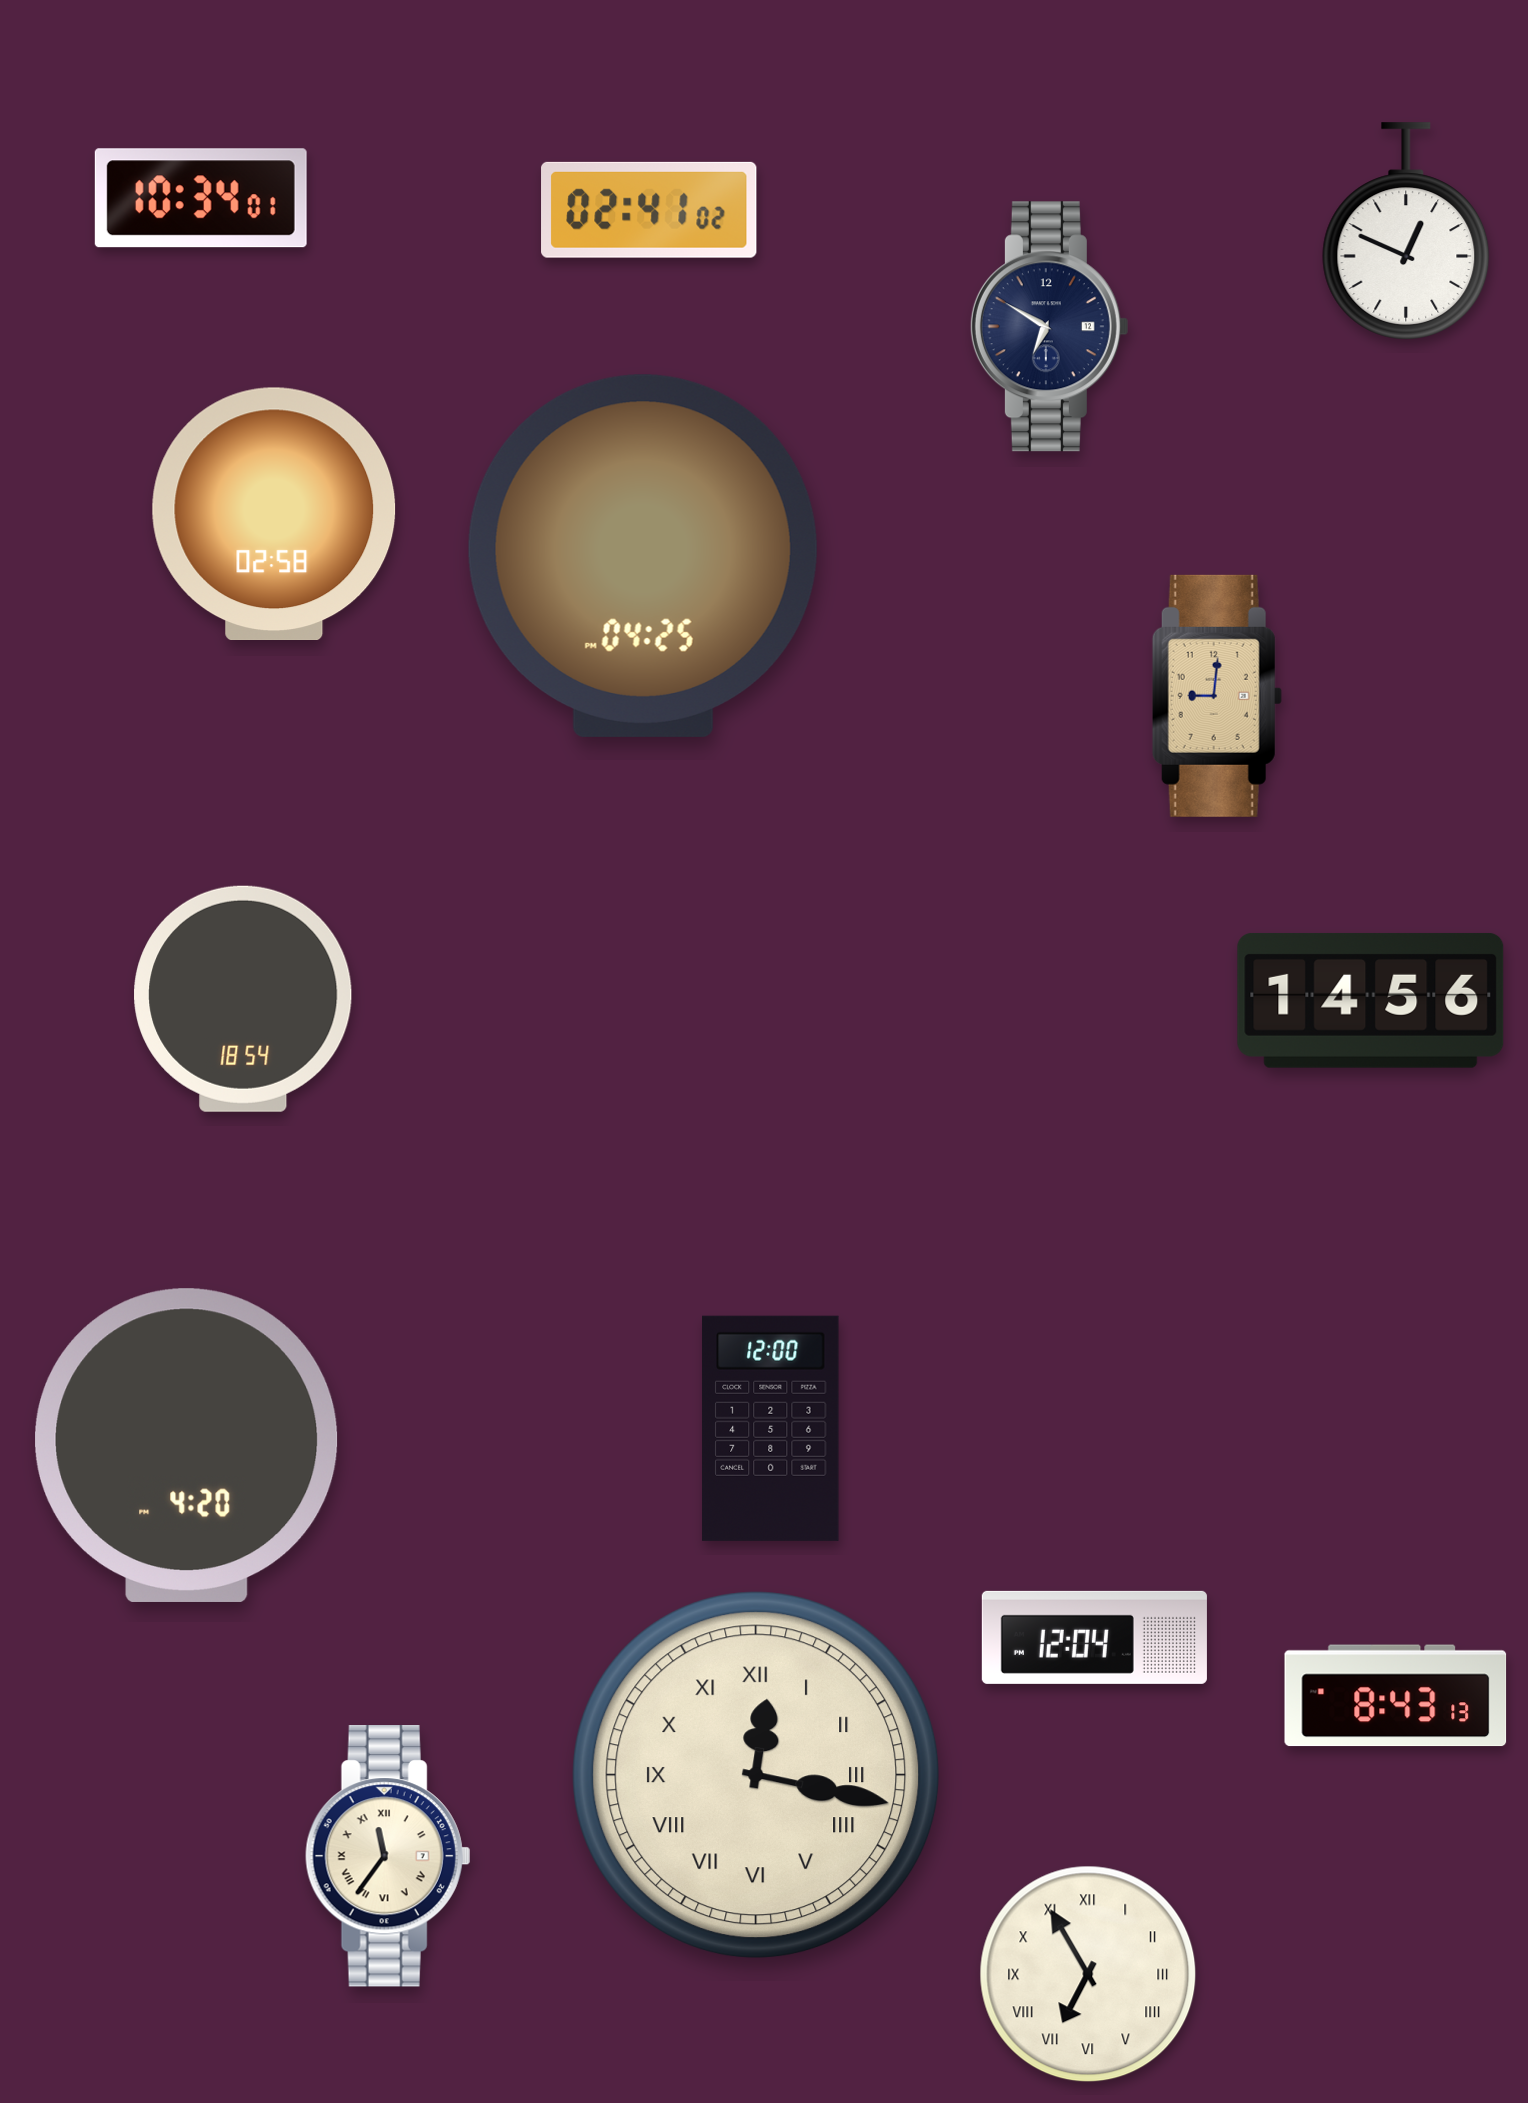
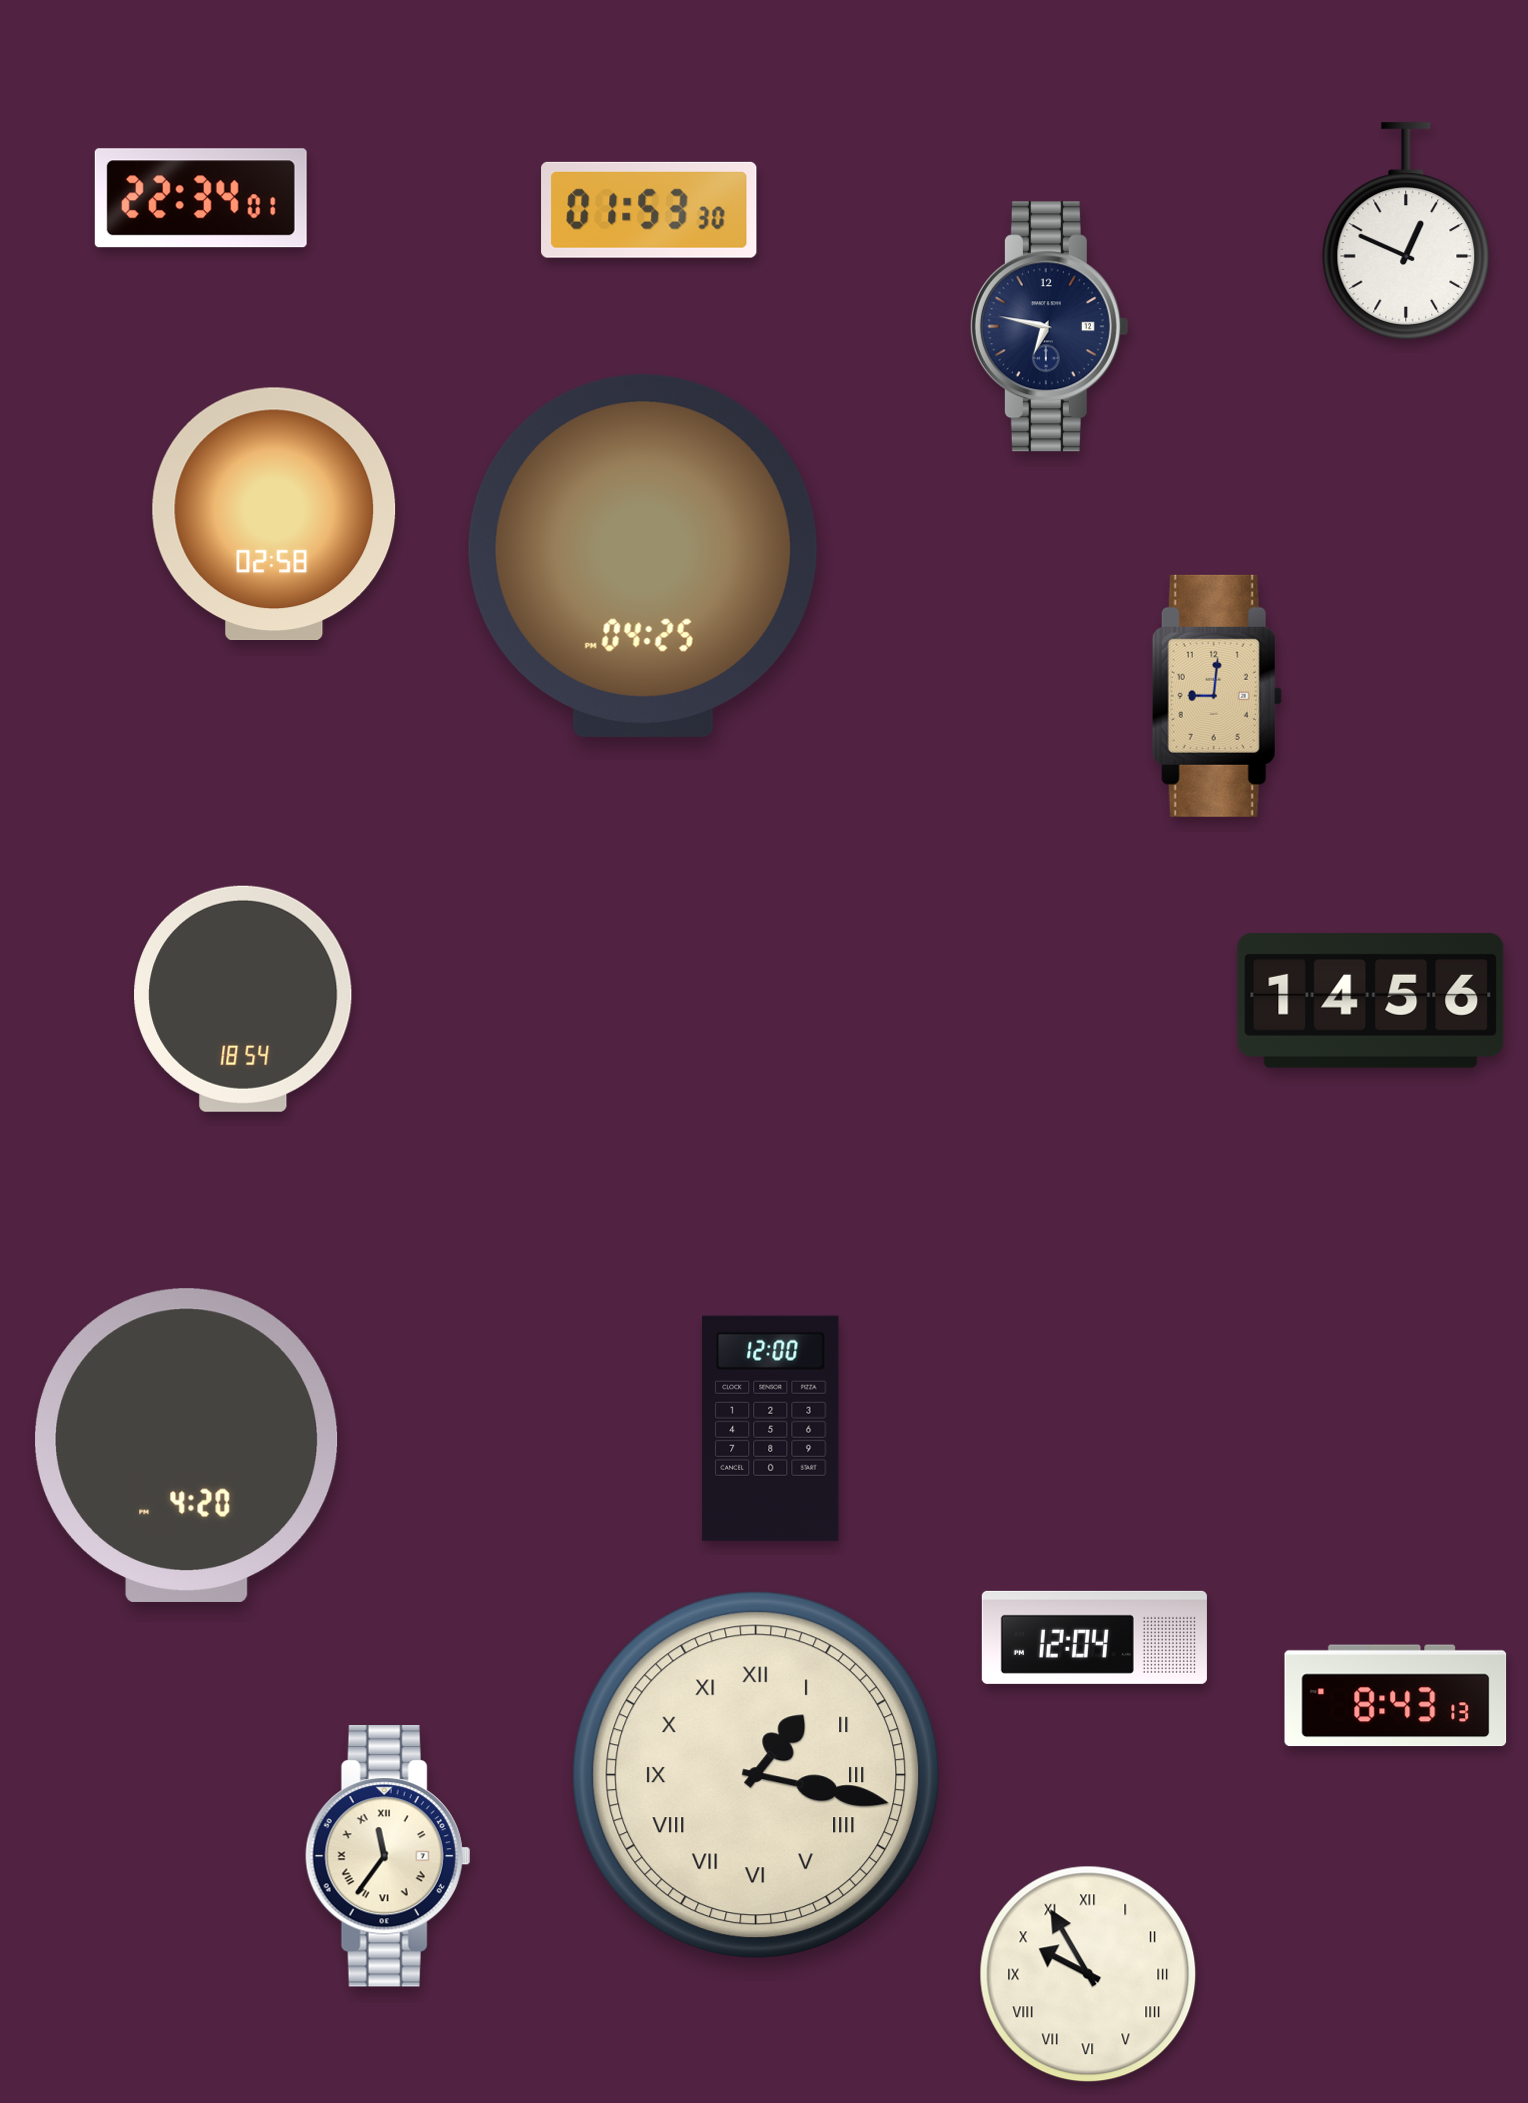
clock at (201, 198): 10:34 -> 22:34
clock at (649, 210): 02:41 -> 01:53
clock at (1049, 327): 6:50 -> 6:47
clock at (756, 1775): 12:17 -> 1:17
clock at (1088, 1974): 6:55 -> 9:55
